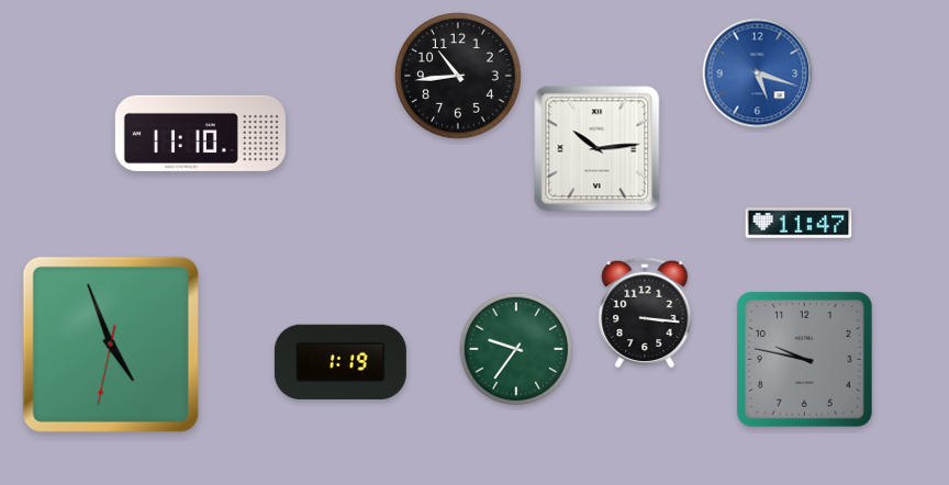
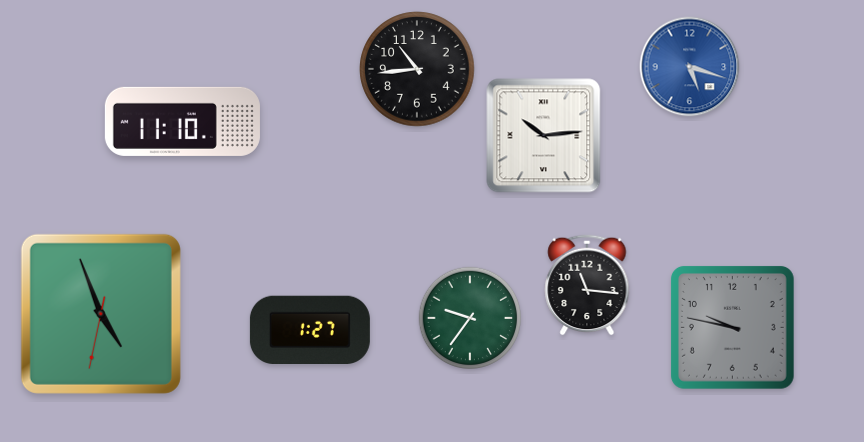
clock at (799, 223): 11:47 -> none
clock at (645, 313): 3:16 -> 11:16
clock at (340, 361): 1:19 -> 1:27
